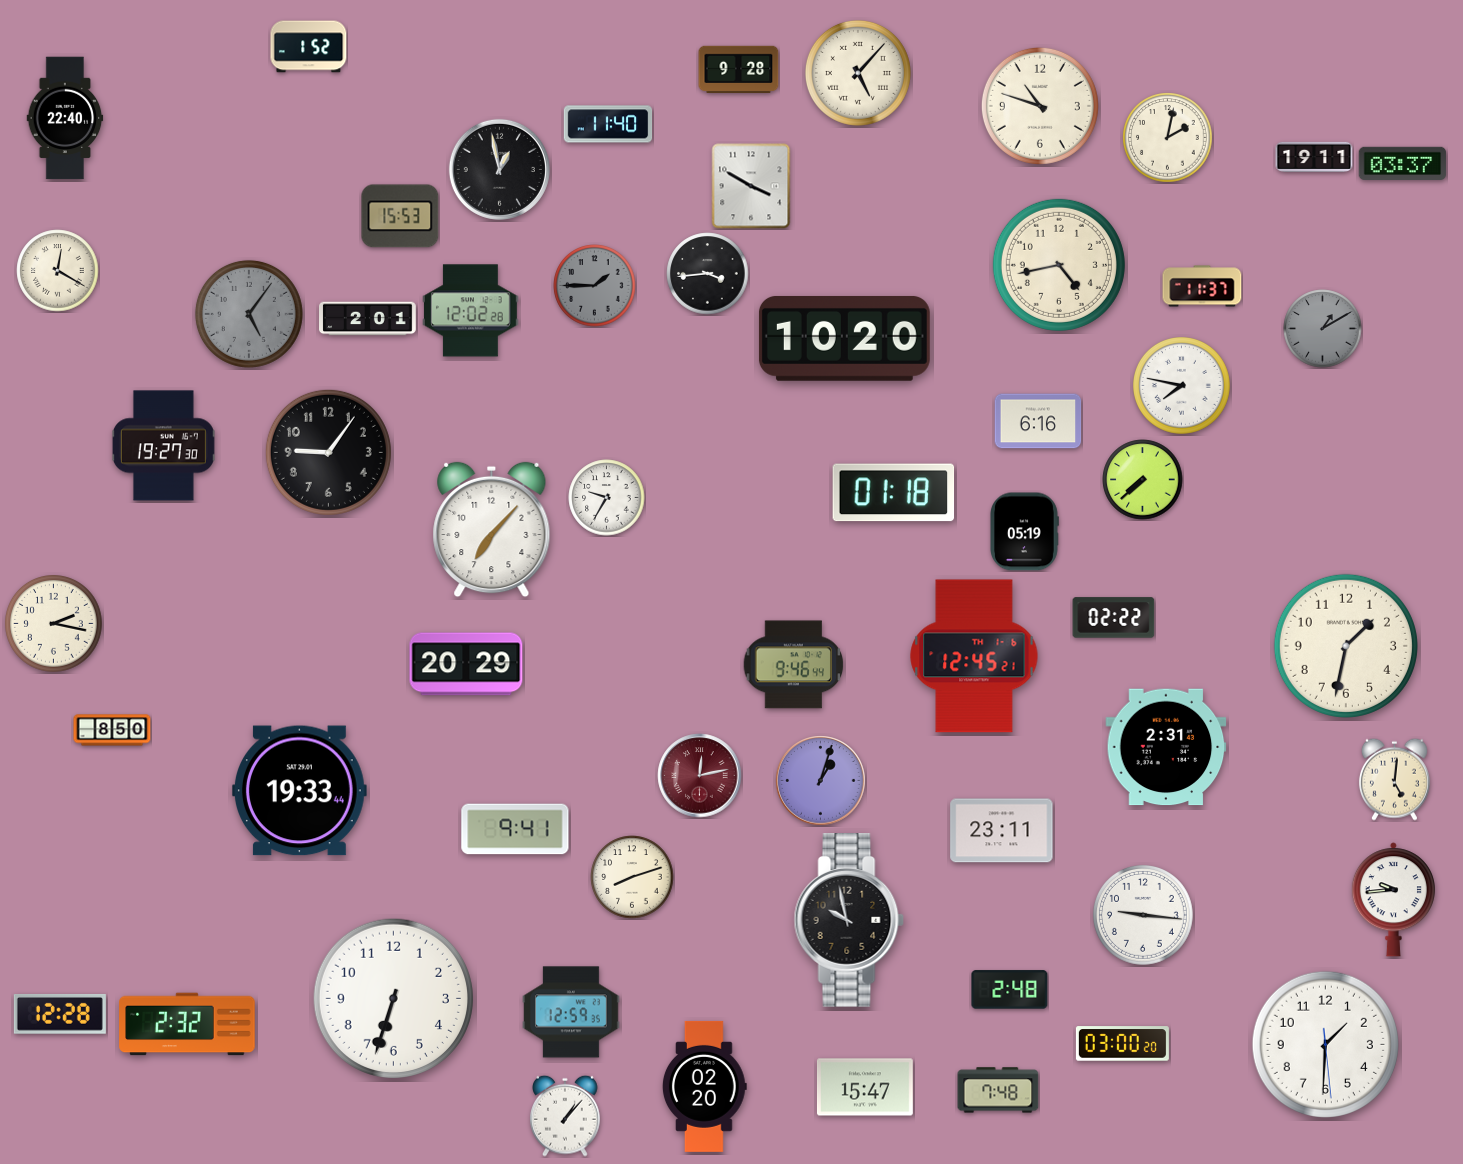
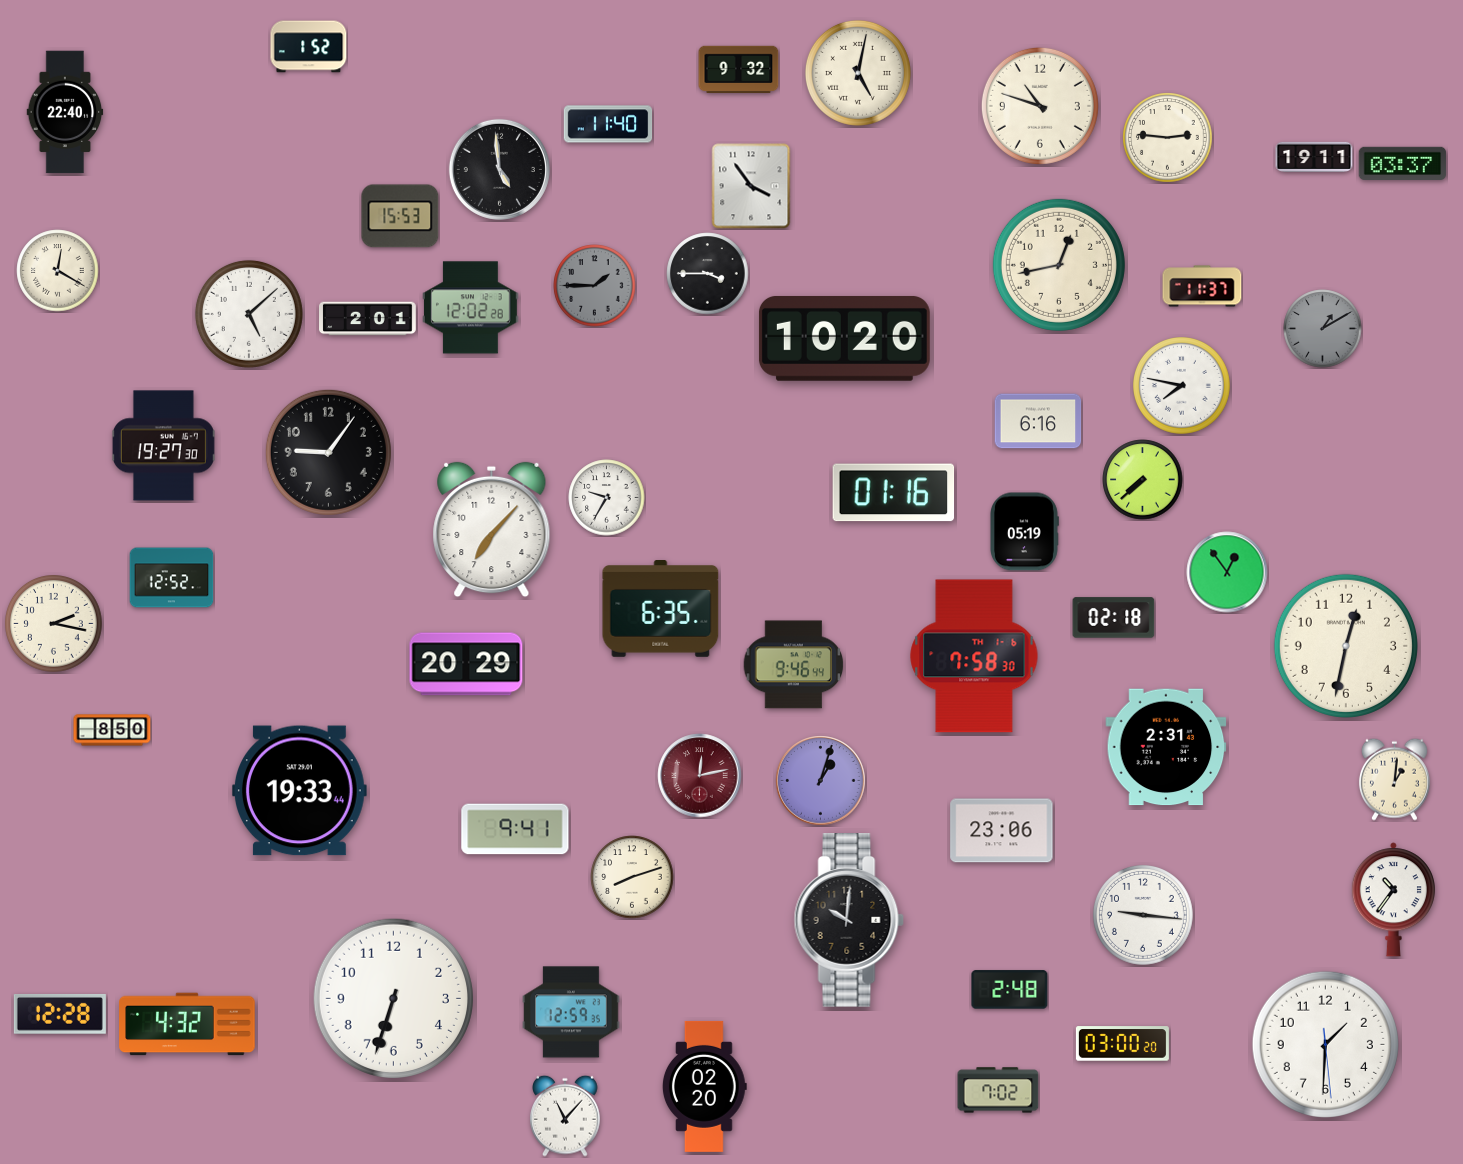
clock at (739, 69): 9:28 -> 9:32
clock at (858, 73): 5:07 -> 5:02
clock at (65, 118) position: (65, 118) -> (65, 112)
clock at (1168, 138): 2:02 -> 2:46
clock at (499, 169): 12:58 -> 4:59
clock at (751, 186): 3:50 -> 3:54
clock at (1059, 265): 4:43 -> 12:43
clock at (708, 274): 3:44 -> 3:45
clock at (471, 311) position: (471, 311) -> (471, 308)
clock at (249, 314): 5:06 -> 5:08
clock at (249, 314) dial: grey -> white
clock at (894, 493): 01:18 -> 01:16
clock at (1227, 572): none -> 12:54
clock at (172, 578): none -> 12:52
clock at (661, 609): none -> 6:35
clock at (1114, 618): 02:22 -> 02:18
clock at (1346, 646): 1:32 -> 12:32
clock at (974, 656): 12:45 -> 7:58
clock at (1394, 779): 5:01 -> 1:01
clock at (1002, 831): 23:11 -> 23:06
clock at (1393, 900): 9:44 -> 10:36
clock at (849, 920): 9:58 -> 10:01
clock at (187, 1024): 2:32 -> 4:32
clock at (865, 1087): 15:47 -> none
clock at (998, 1090): 7:48 -> 7:02
clock at (565, 1116): 1:07 -> 11:07
